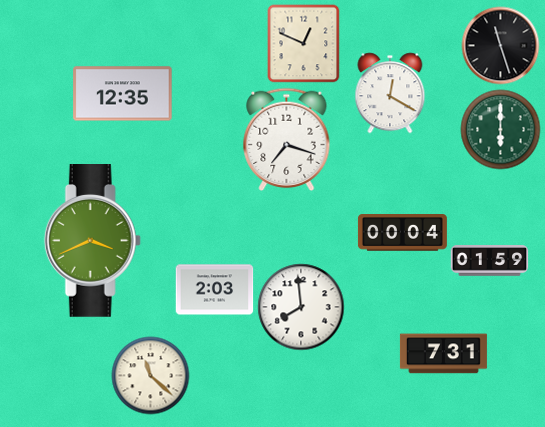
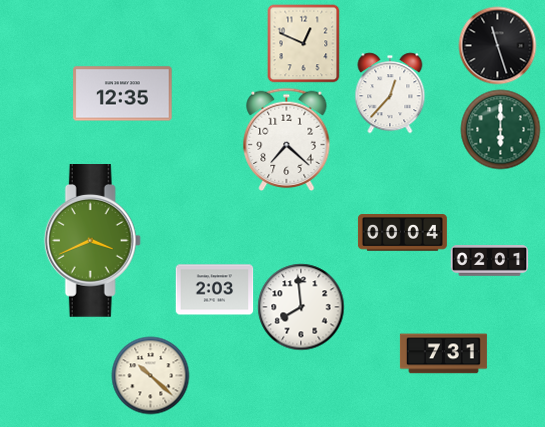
clock at (500, 45) position: (500, 45) -> (497, 45)
clock at (390, 93): 12:20 -> 12:37
clock at (287, 139): 7:18 -> 7:22
clock at (489, 261): 01:59 -> 02:01
clock at (150, 375): 11:22 -> 10:22
